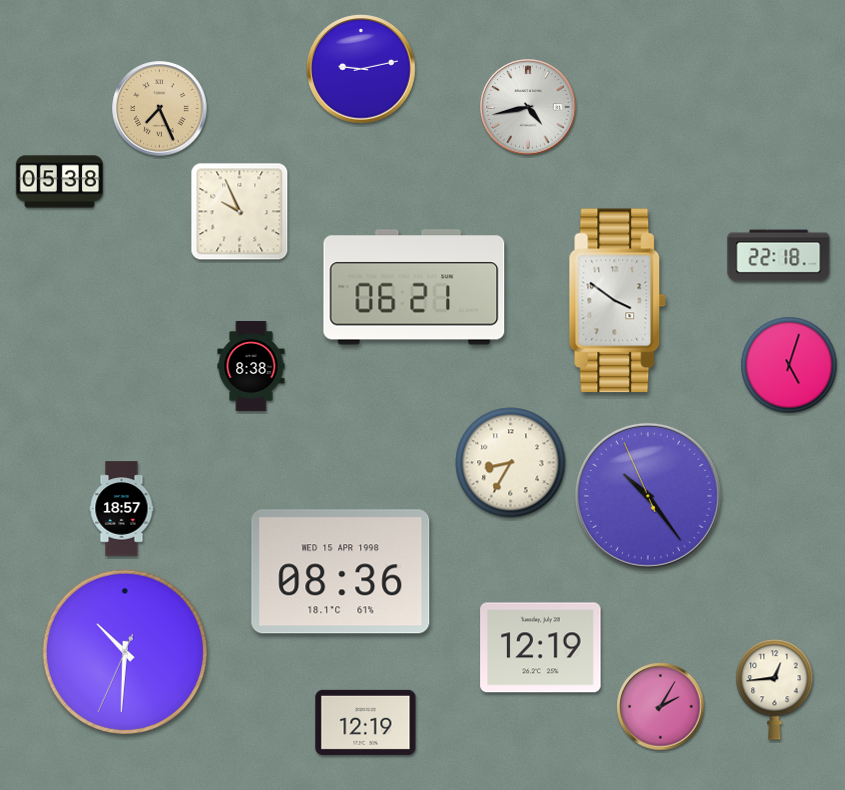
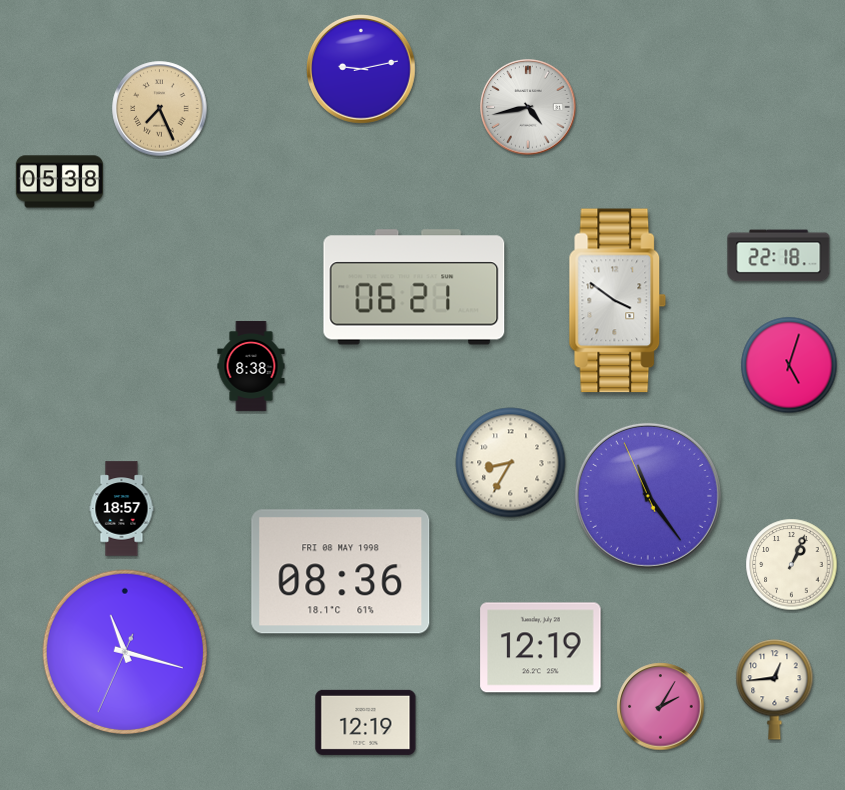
clock at (240, 212): 9:56 -> none
clock at (648, 496): 10:23 -> 11:23
clock at (792, 565): none -> 1:04
clock at (341, 572) date: WED 15 APR 1998 -> FRI 08 MAY 1998
clock at (125, 652): 10:30 -> 11:17
